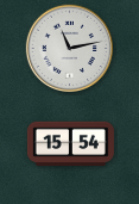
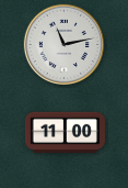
clock at (70, 144): 15:54 -> 11:00
